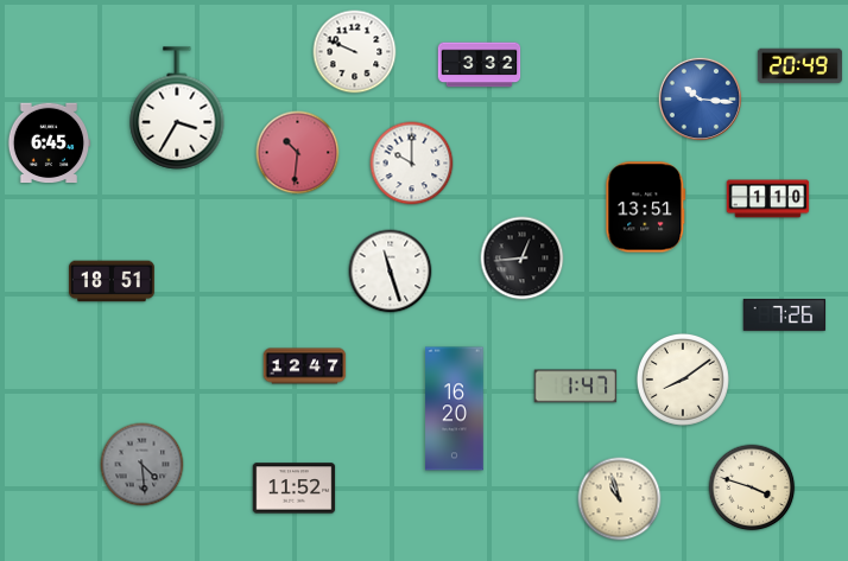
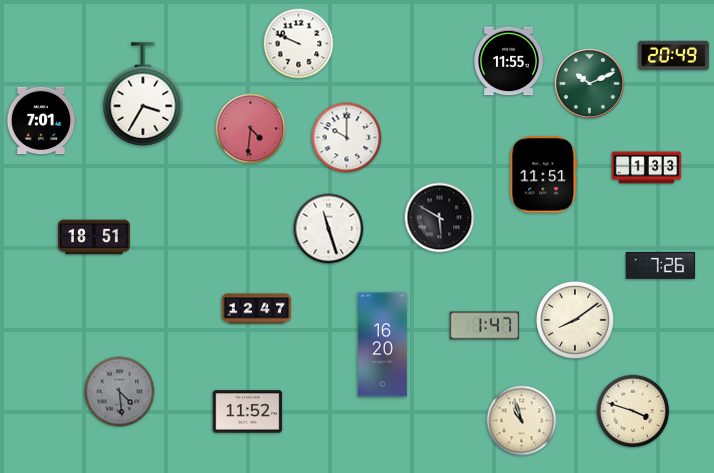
clock at (480, 65): 3:32 -> none
clock at (508, 61): none -> 11:55
clock at (700, 98): 10:16 -> 10:11
clock at (700, 98) dial: blue -> green
clock at (177, 108) position: (177, 108) -> (143, 94)
clock at (49, 144): 6:45 -> 7:01
clock at (298, 153): 10:31 -> 4:31
clock at (768, 199): 1:10 -> 1:33
clock at (646, 208): 13:51 -> 11:51
clock at (523, 259): 12:44 -> 5:50
